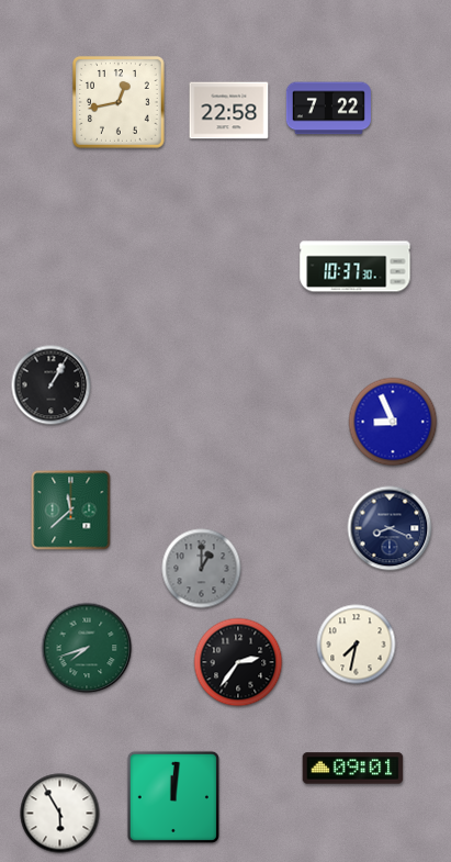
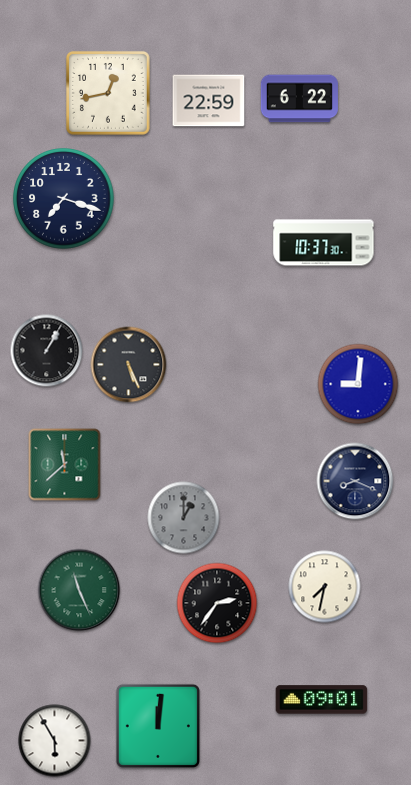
clock at (328, 109): 7:22 -> 6:22
clock at (229, 111): 22:58 -> 22:59
clock at (64, 199): none -> 7:18
clock at (129, 365): none -> 5:26
clock at (393, 422): 8:56 -> 9:01
clock at (87, 648): 7:42 -> 11:26
